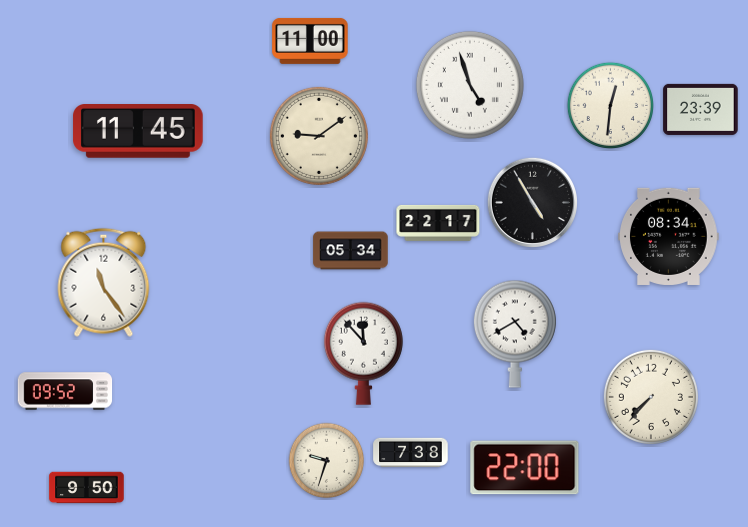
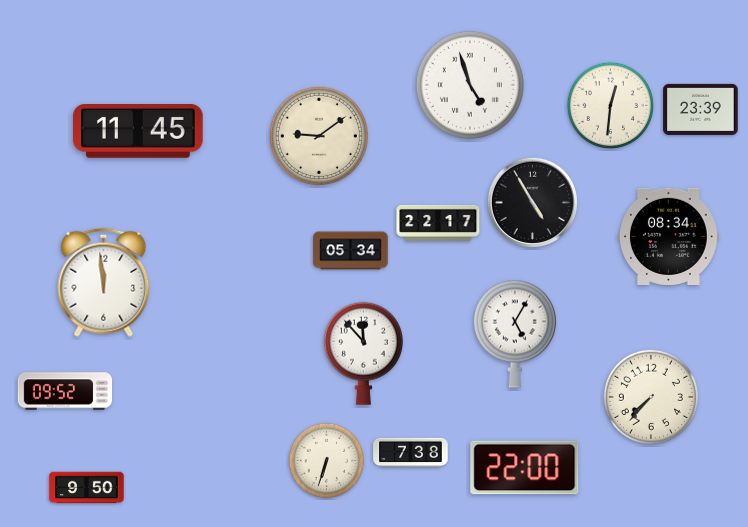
clock at (310, 41): 11:00 -> none
clock at (104, 282): 11:24 -> 11:59
clock at (515, 334): 4:40 -> 5:05
clock at (327, 461): 9:33 -> 6:33
